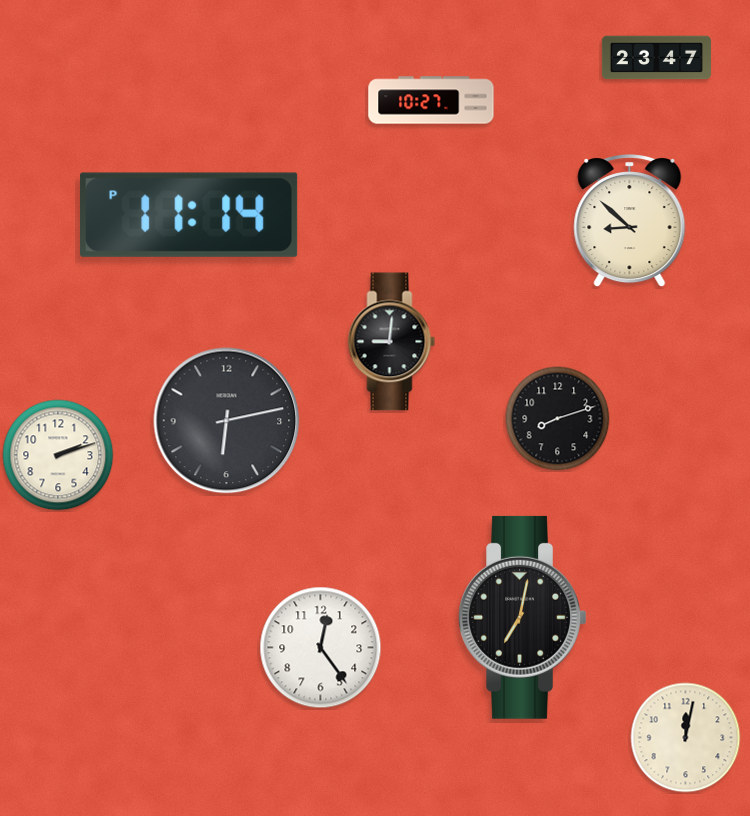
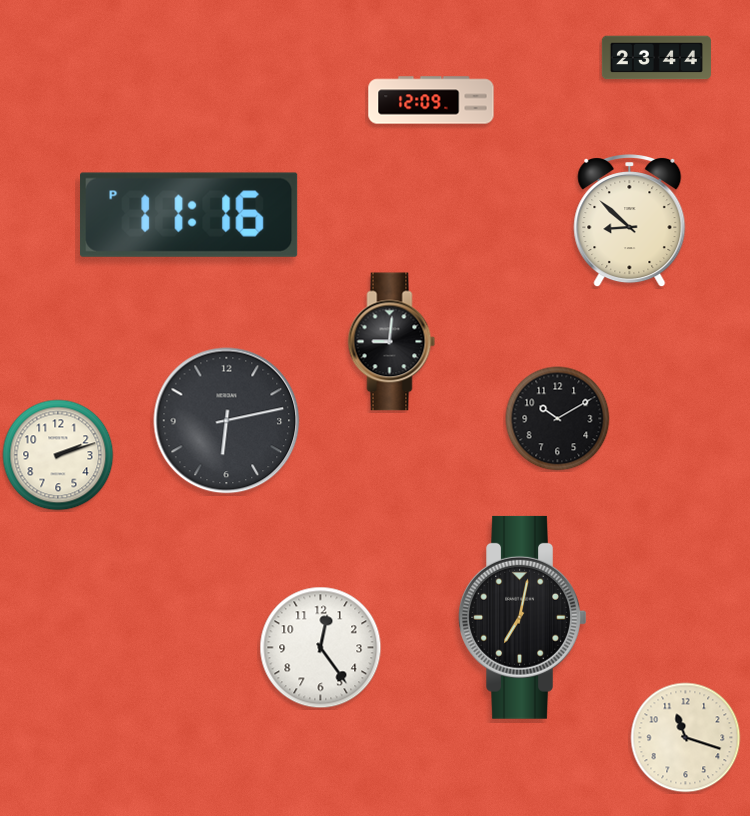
clock at (656, 58): 23:47 -> 23:44
clock at (431, 100): 10:27 -> 12:09
clock at (189, 215): 11:14 -> 11:16
clock at (558, 419): 8:12 -> 10:10
clock at (686, 738): 12:02 -> 11:18
